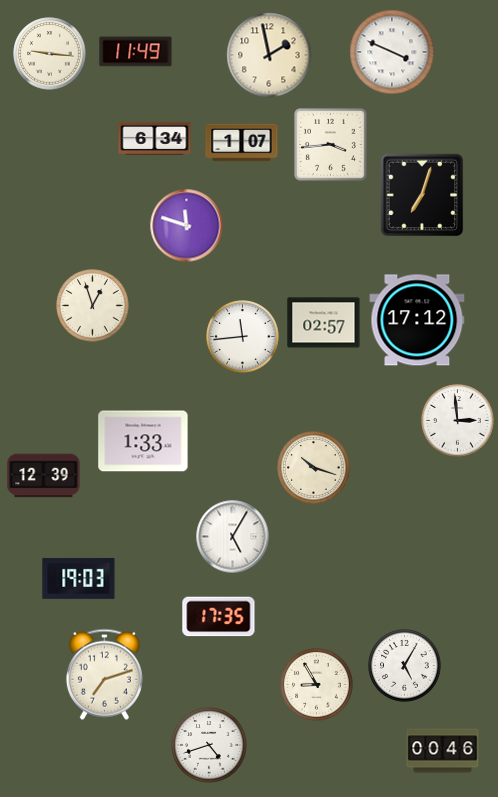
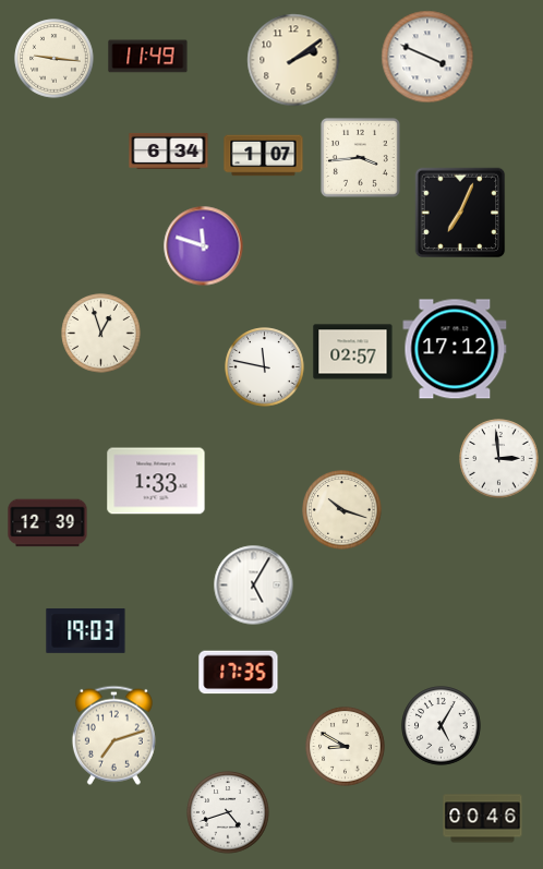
clock at (269, 55): 1:58 -> 2:09
clock at (422, 195): 7:03 -> 7:04
clock at (243, 337): 11:44 -> 11:47
clock at (44, 476) position: (44, 476) -> (48, 523)
clock at (317, 685): 8:55 -> 8:50
